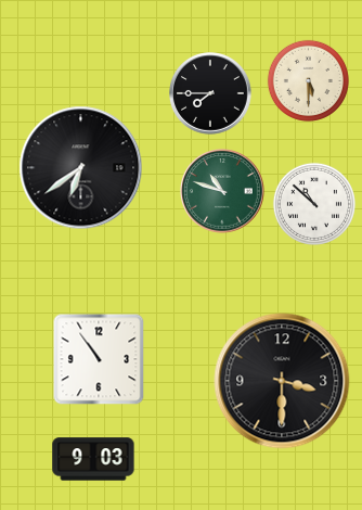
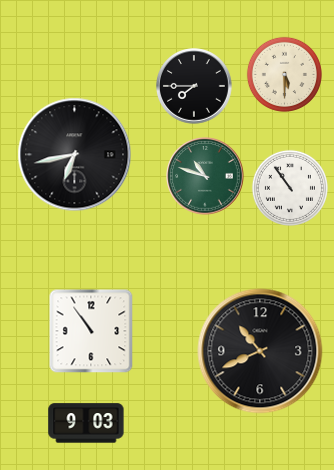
clock at (81, 168): 6:39 -> 6:43
clock at (314, 204): 10:52 -> 10:54
clock at (282, 381): 3:30 -> 10:41
